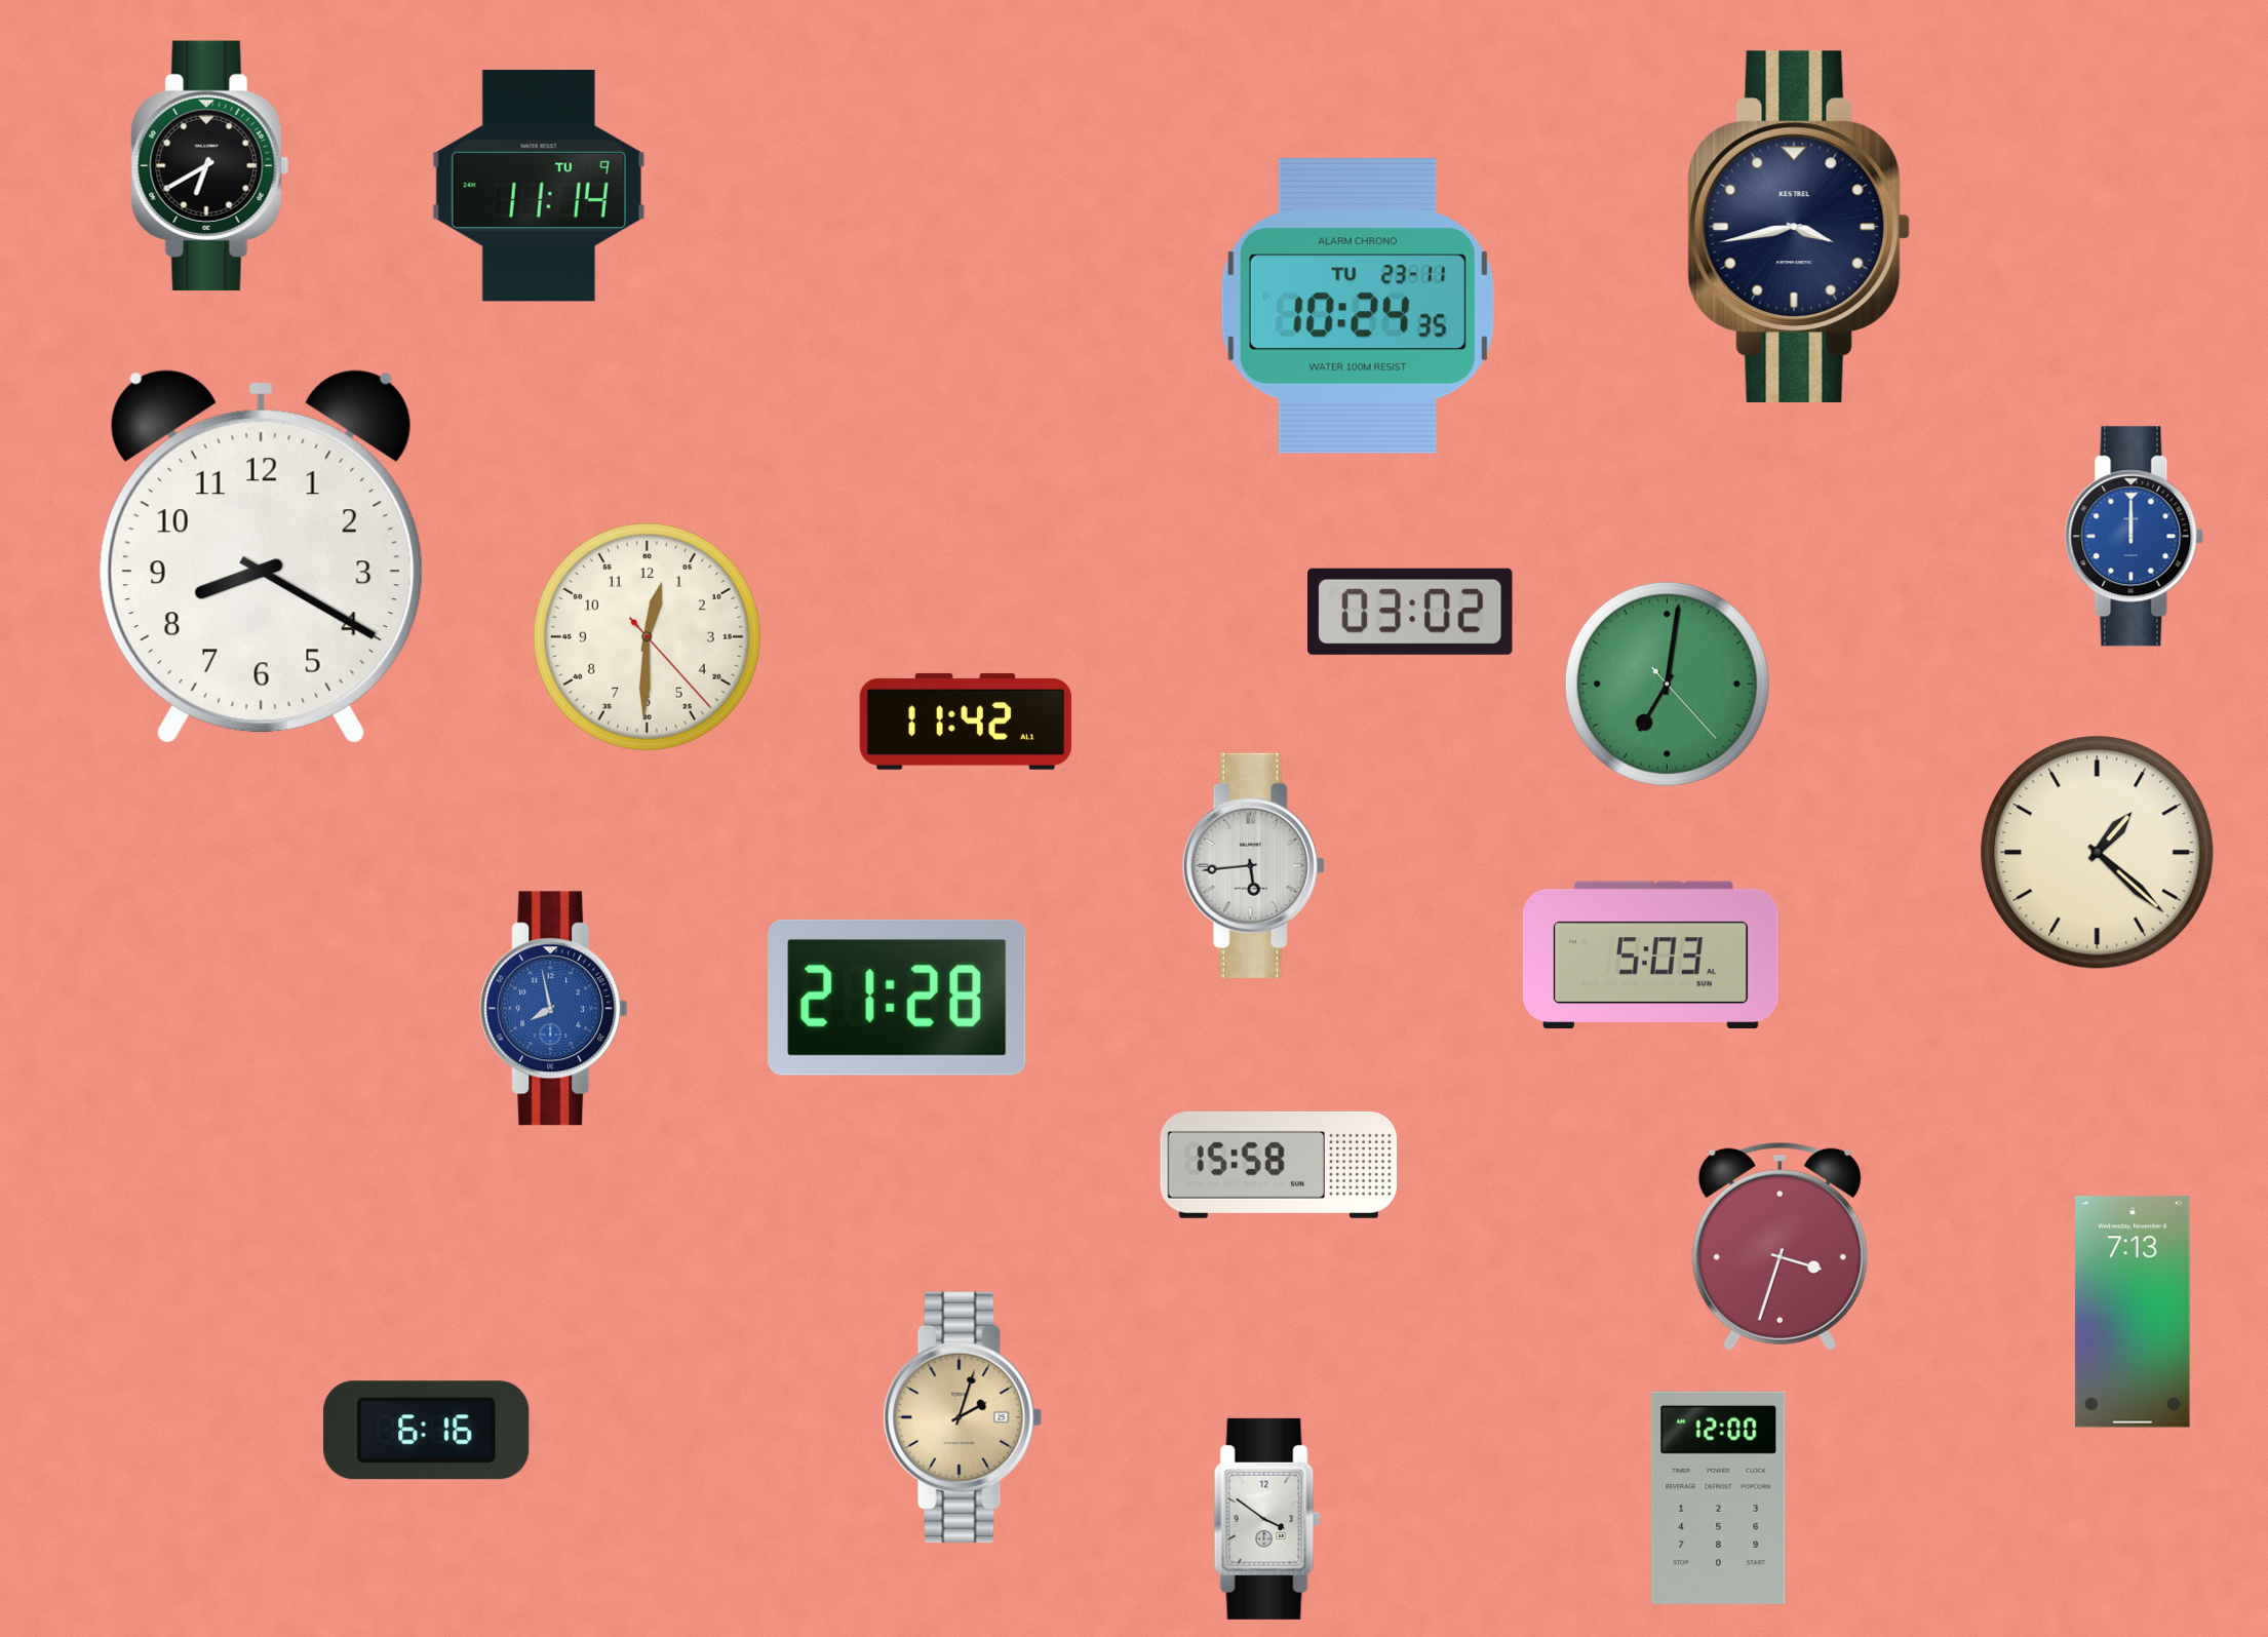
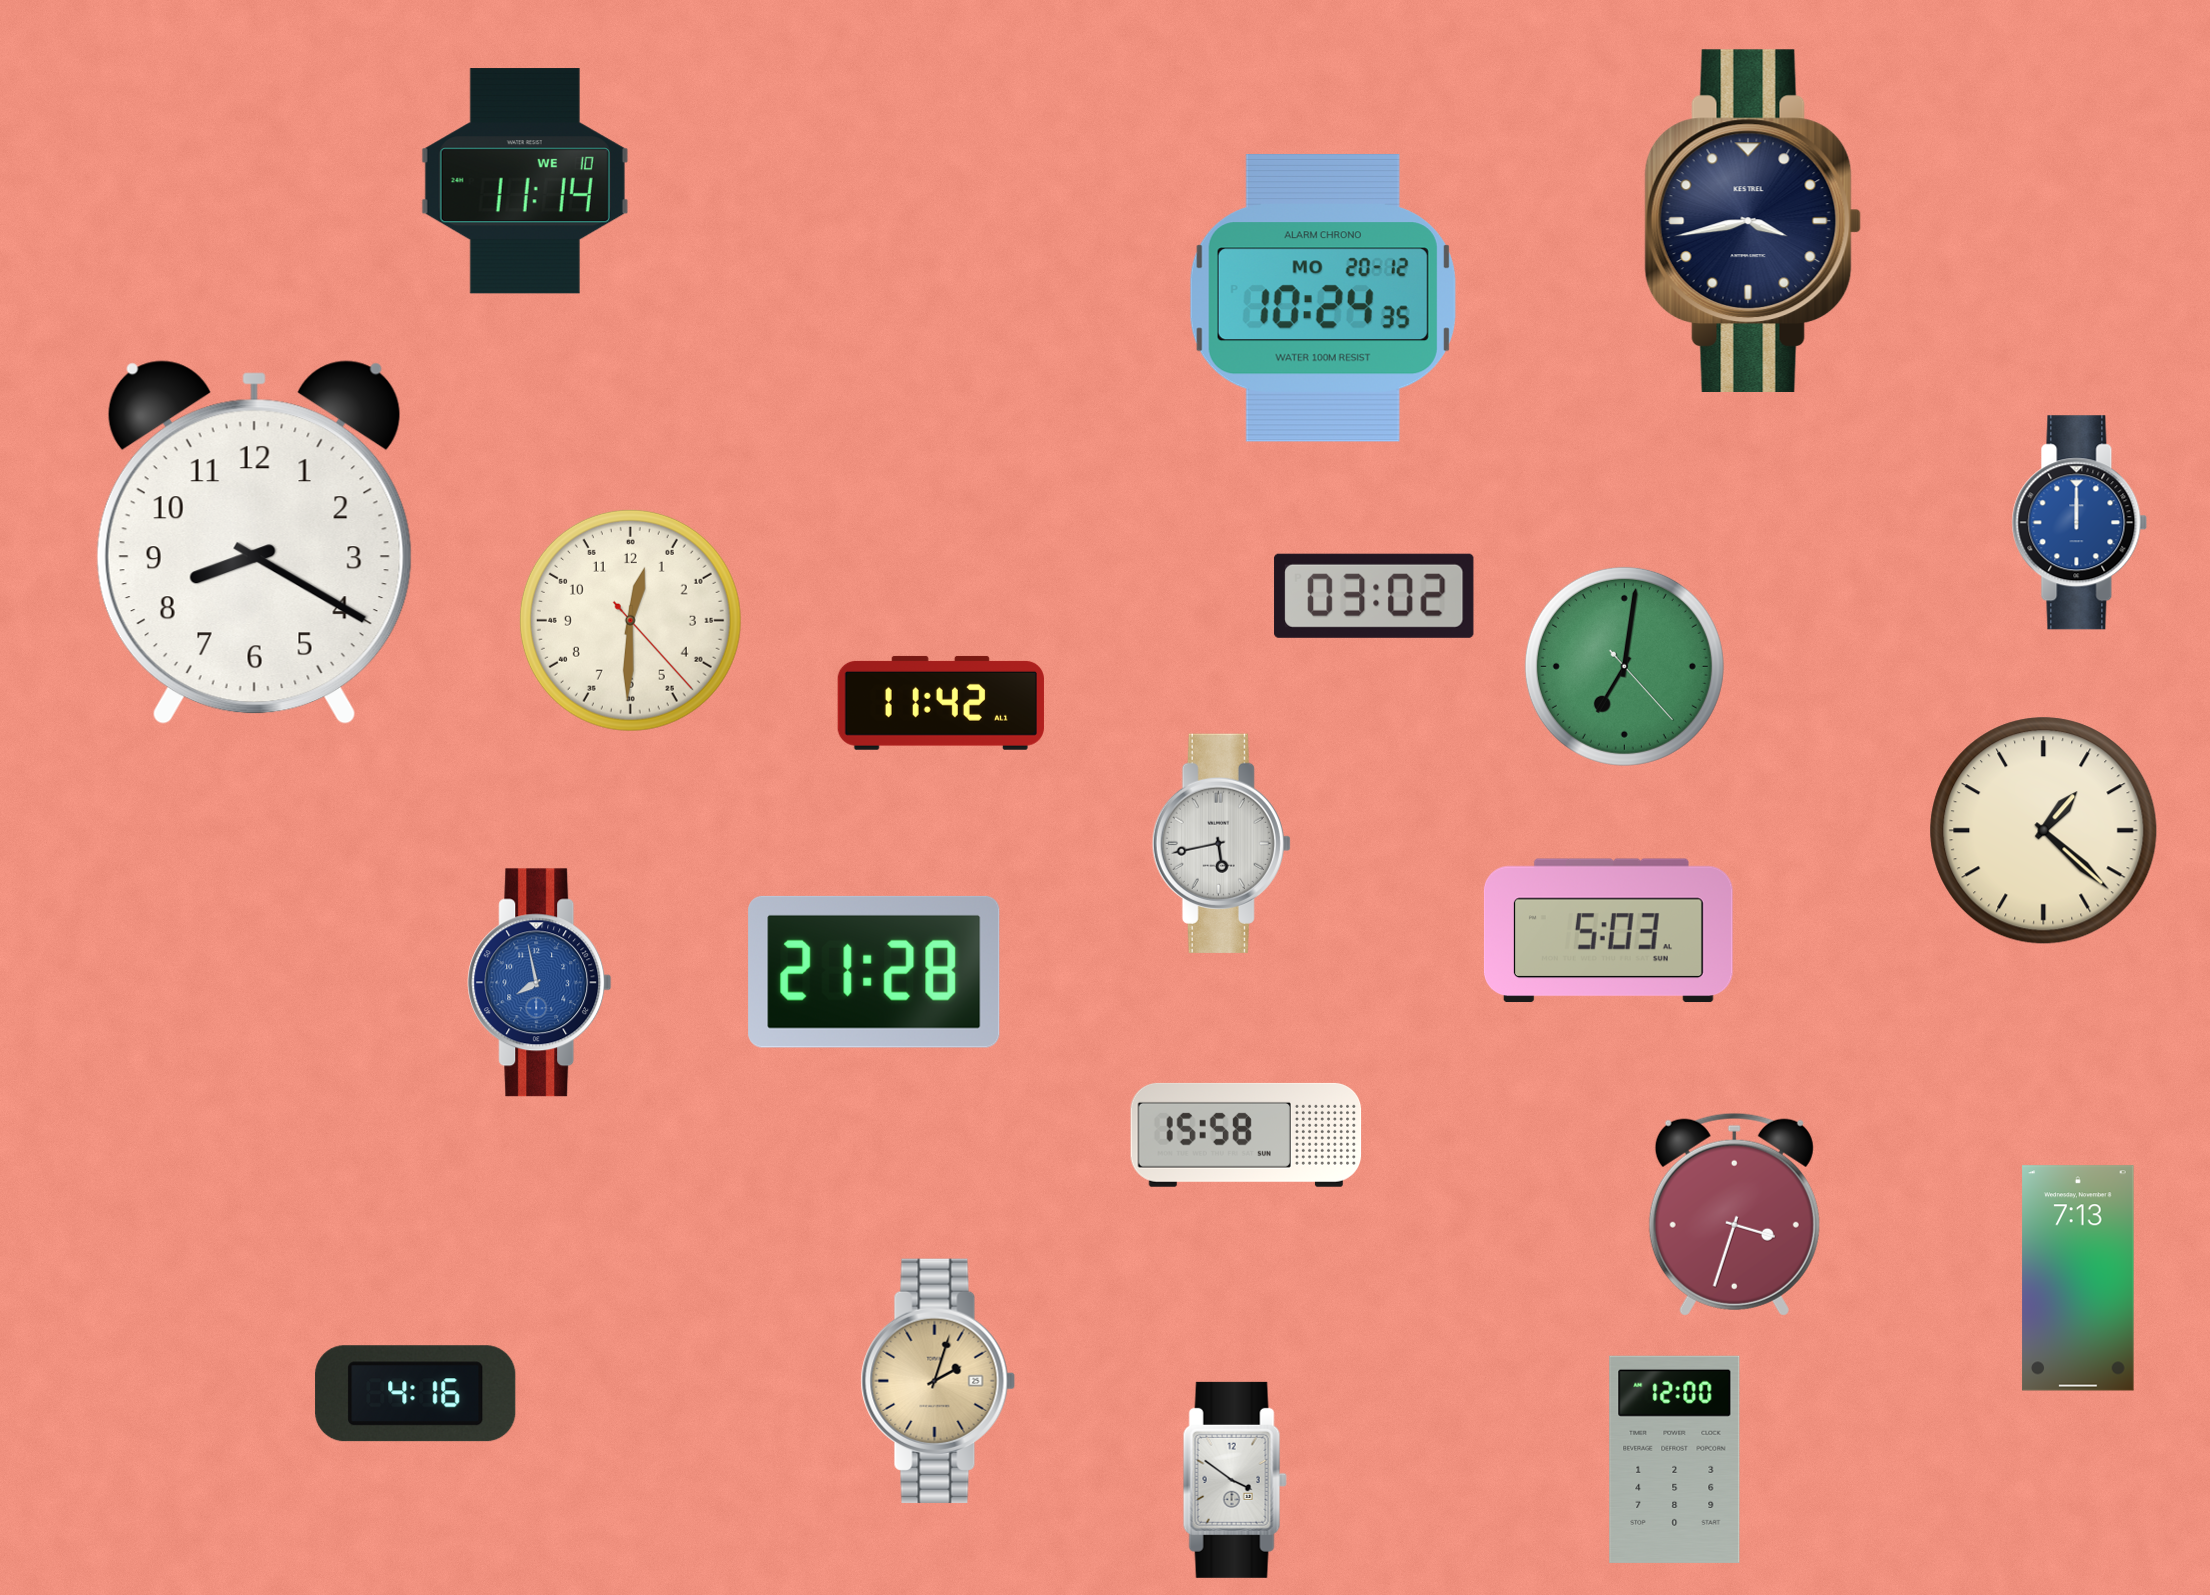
clock at (210, 165): 6:40 -> none
clock at (539, 186) date: TU 9 -> WE 10
clock at (1358, 306) date: TU 23-11 -> MO 20-12
clock at (1253, 865): 5:44 -> 5:43
clock at (427, 1431): 6:16 -> 4:16
